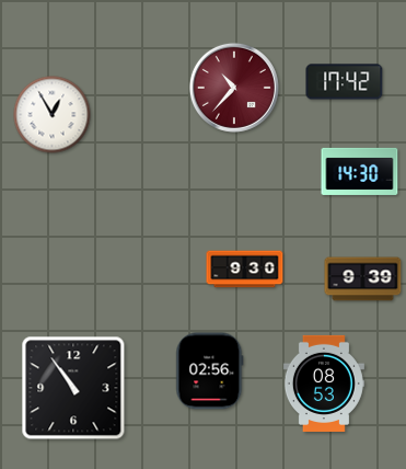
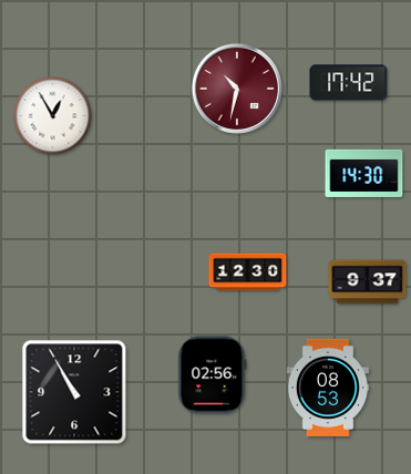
clock at (234, 88): 10:37 -> 10:32
clock at (245, 270): 9:30 -> 12:30
clock at (363, 279): 9:39 -> 9:37
clock at (73, 388): 10:54 -> 10:55
